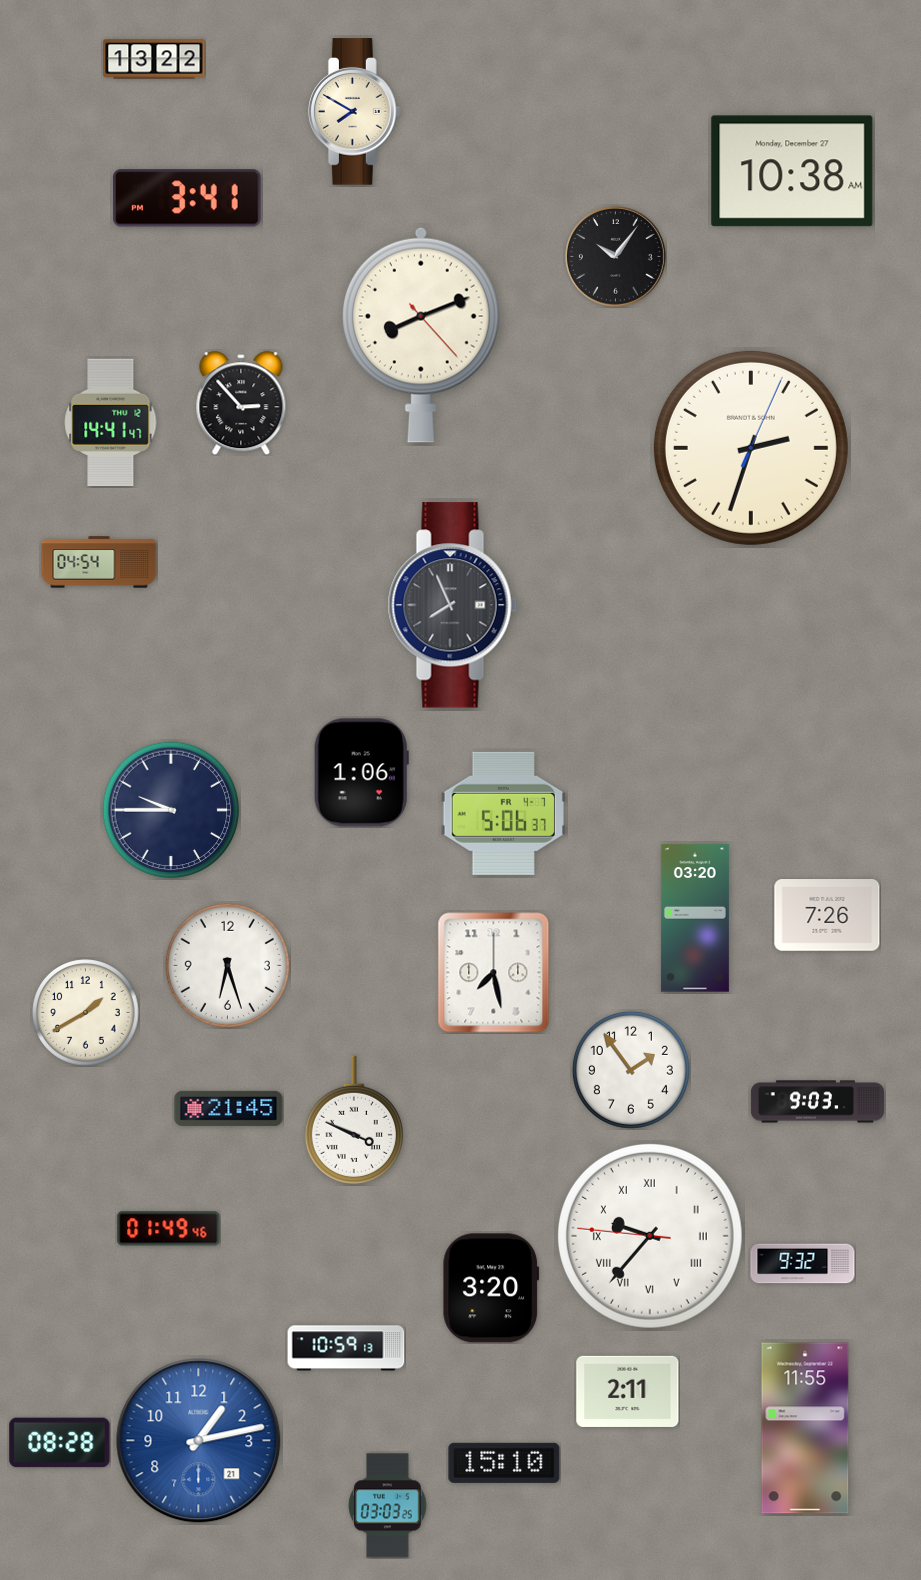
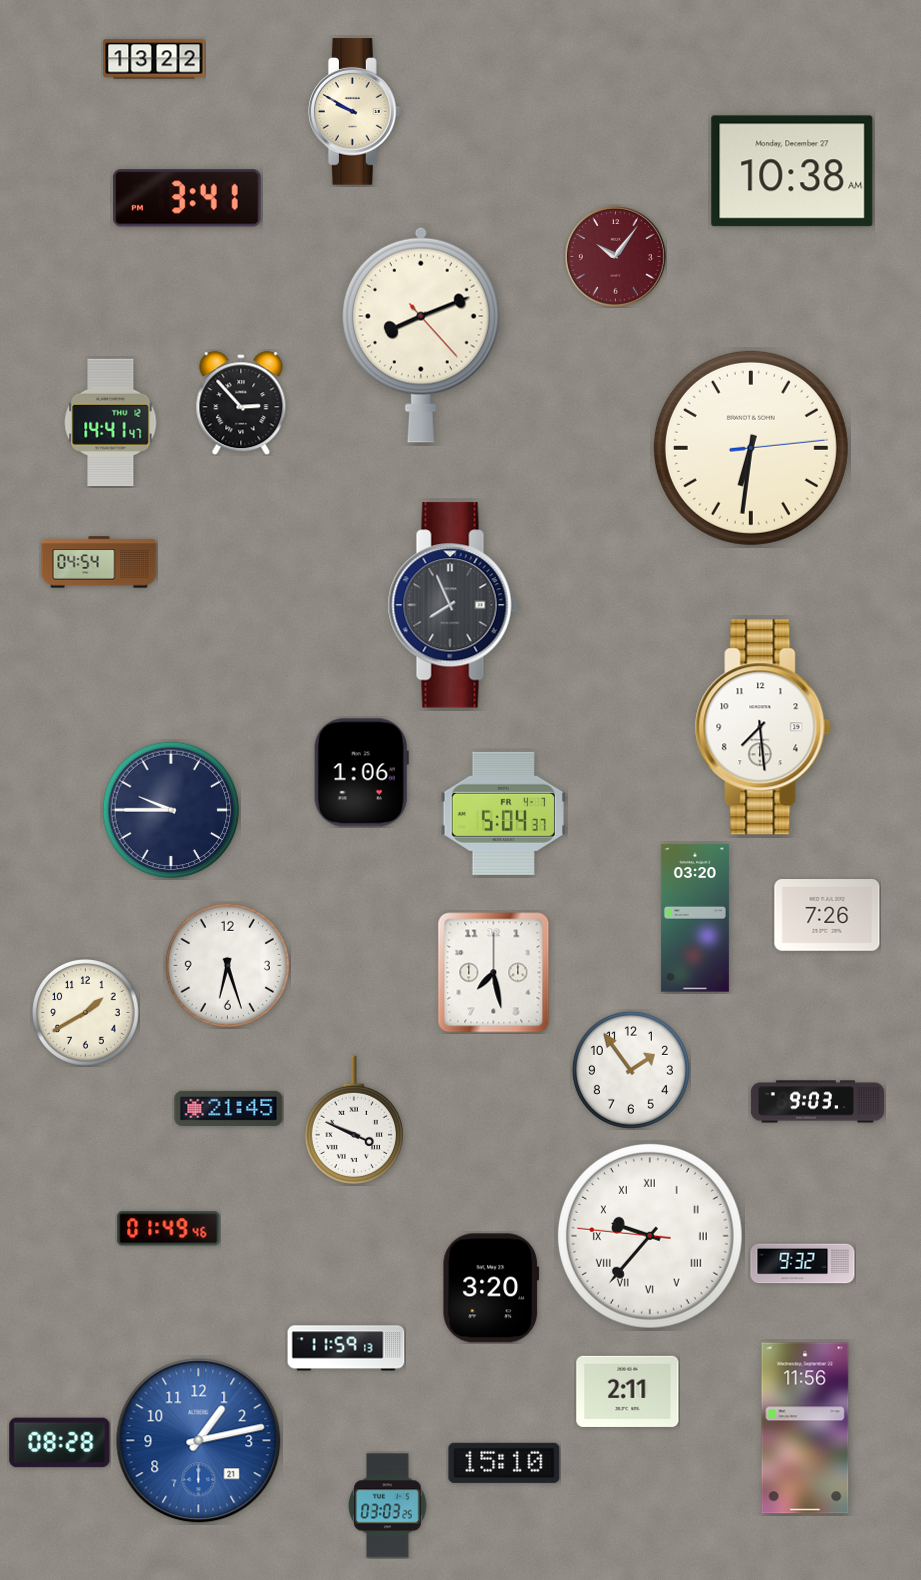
clock at (354, 112): 7:50 -> 9:50
clock at (616, 257) dial: black -> burgundy
clock at (751, 448): 2:33 -> 6:31
clock at (763, 727): none -> 7:29
clock at (504, 813): 5:06 -> 5:04
clock at (346, 1348): 10:59 -> 11:59
clock at (805, 1428): 11:55 -> 11:56
